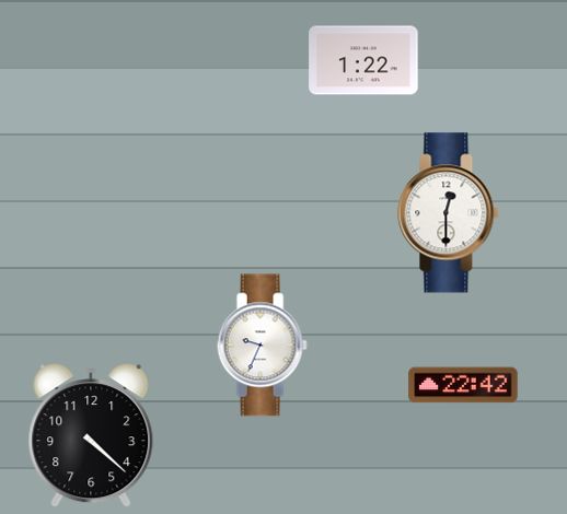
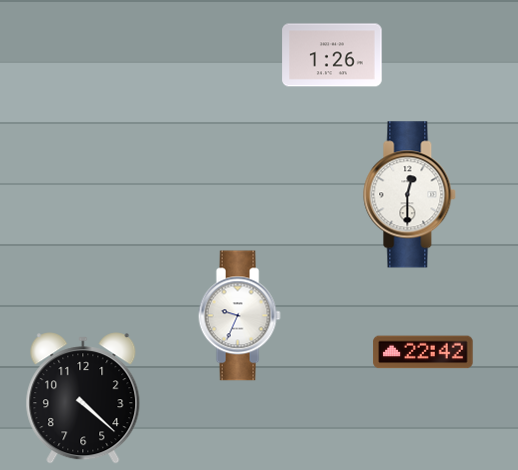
clock at (363, 60): 1:22 -> 1:26
